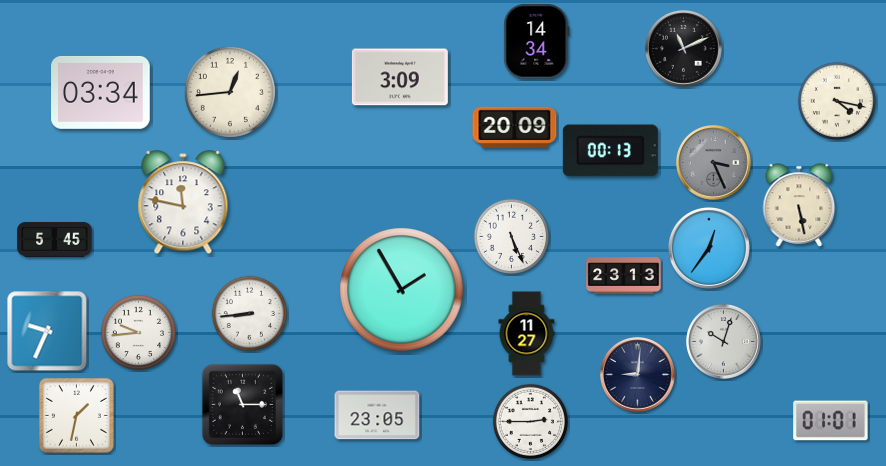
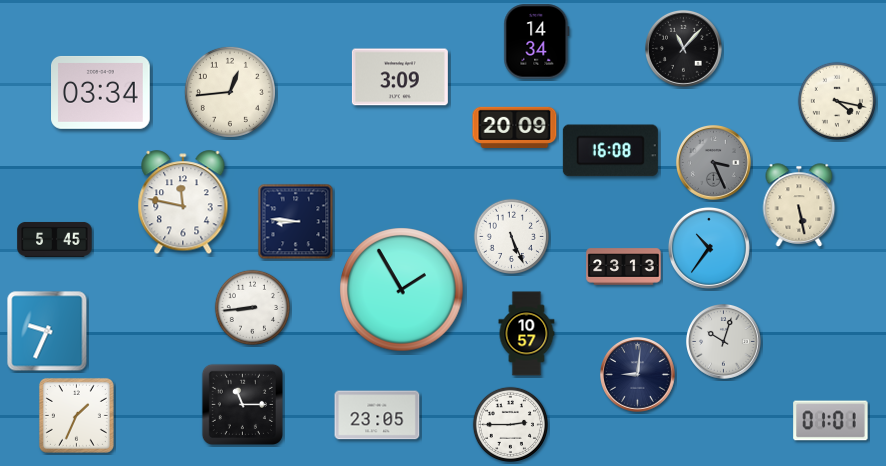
clock at (684, 49): 11:11 -> 11:07
clock at (610, 151): 00:13 -> 16:08
clock at (296, 222): none -> 8:46
clock at (709, 248): 12:36 -> 10:36
clock at (624, 276) position: (624, 276) -> (624, 267)
clock at (249, 313) position: (249, 313) -> (252, 307)
clock at (138, 332): 9:44 -> none
clock at (527, 334): 11:27 -> 10:57
clock at (76, 415): 1:32 -> 1:34
clock at (530, 421) position: (530, 421) -> (510, 424)
